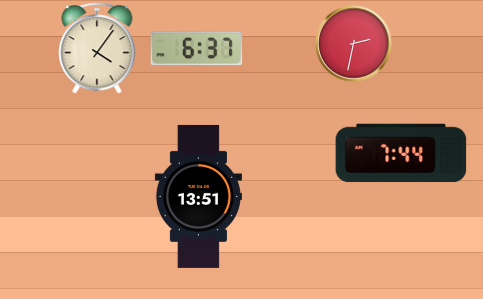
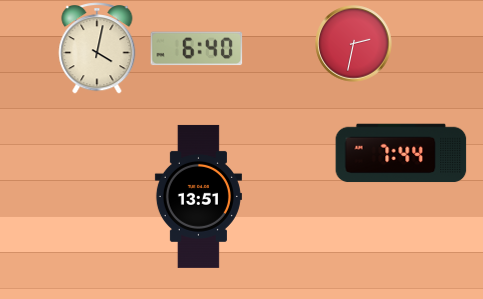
clock at (97, 48): 4:06 -> 4:02
clock at (197, 49): 6:37 -> 6:40
